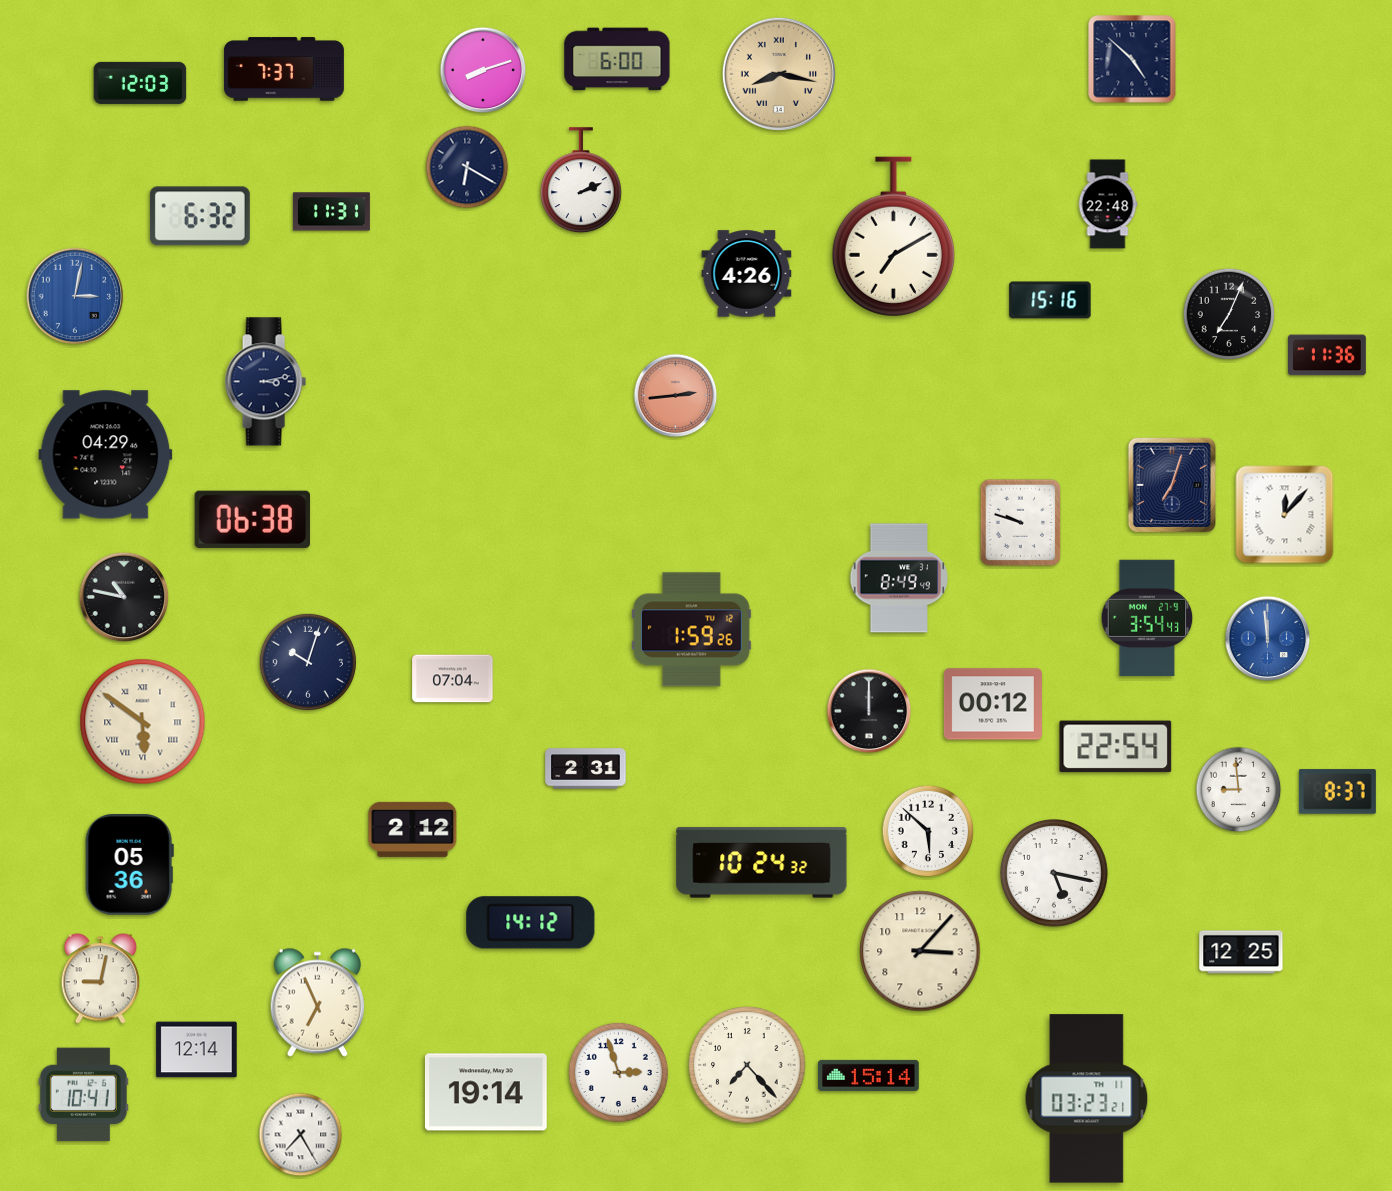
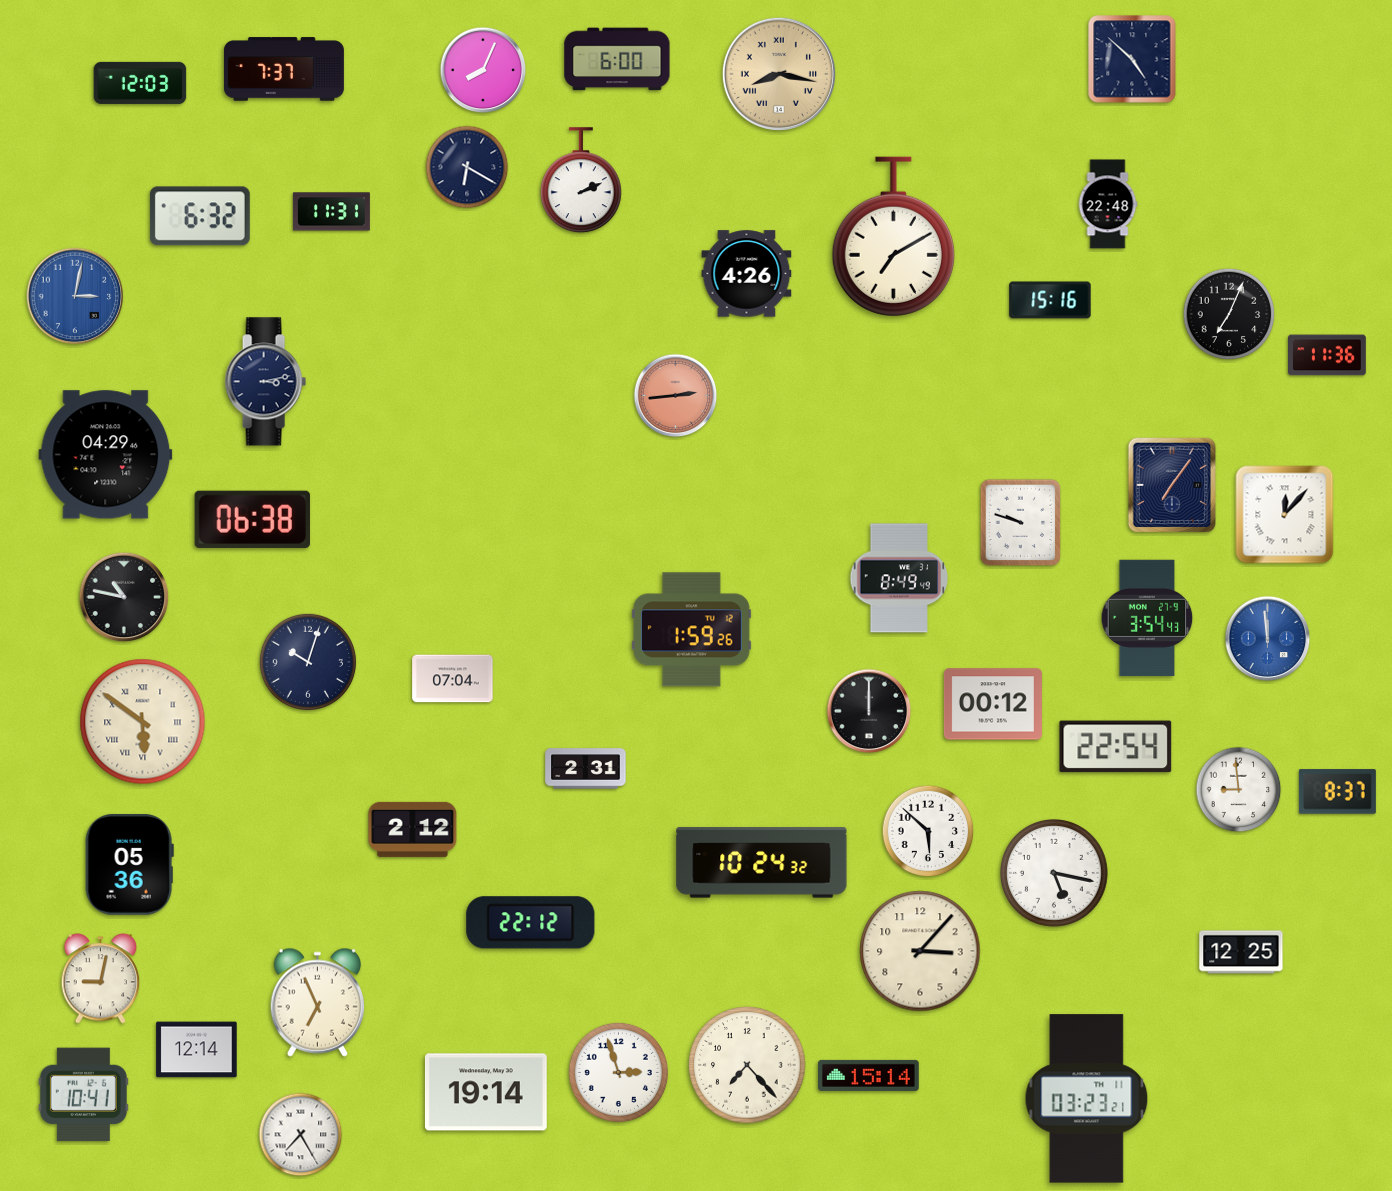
clock at (483, 70): 8:12 -> 8:04
clock at (1172, 485): 7:03 -> 7:06
clock at (531, 923): 14:12 -> 22:12
